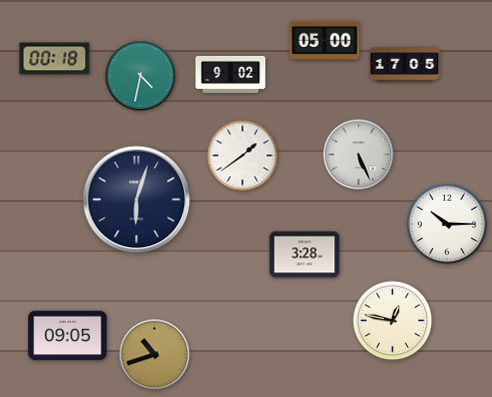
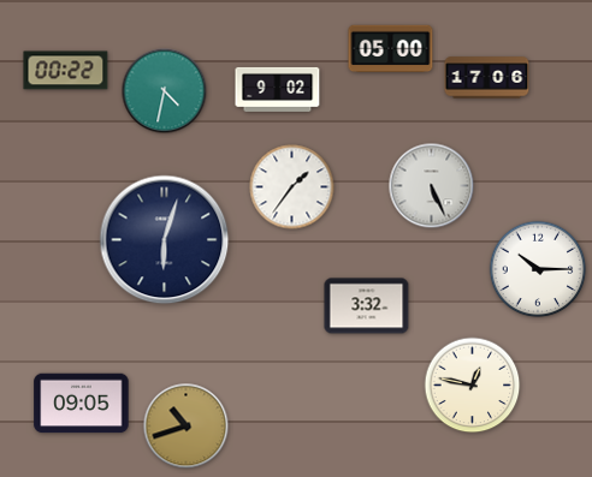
clock at (55, 59): 00:18 -> 00:22
clock at (405, 65): 17:05 -> 17:06
clock at (141, 76) position: (141, 76) -> (165, 91)
clock at (243, 156): 1:39 -> 1:36
clock at (305, 255): 3:28 -> 3:32
